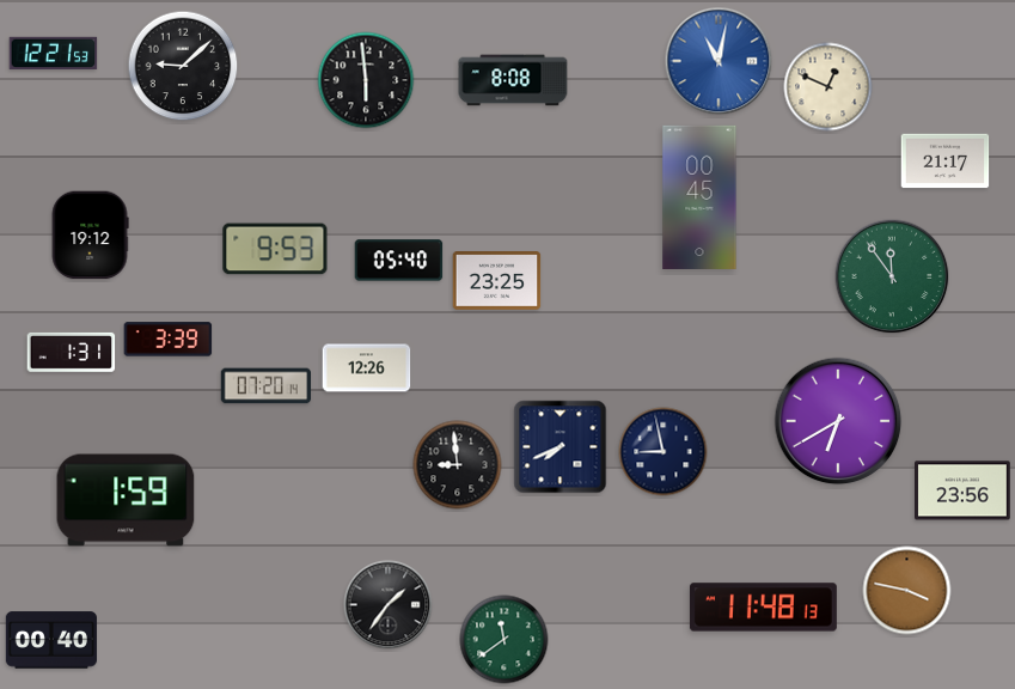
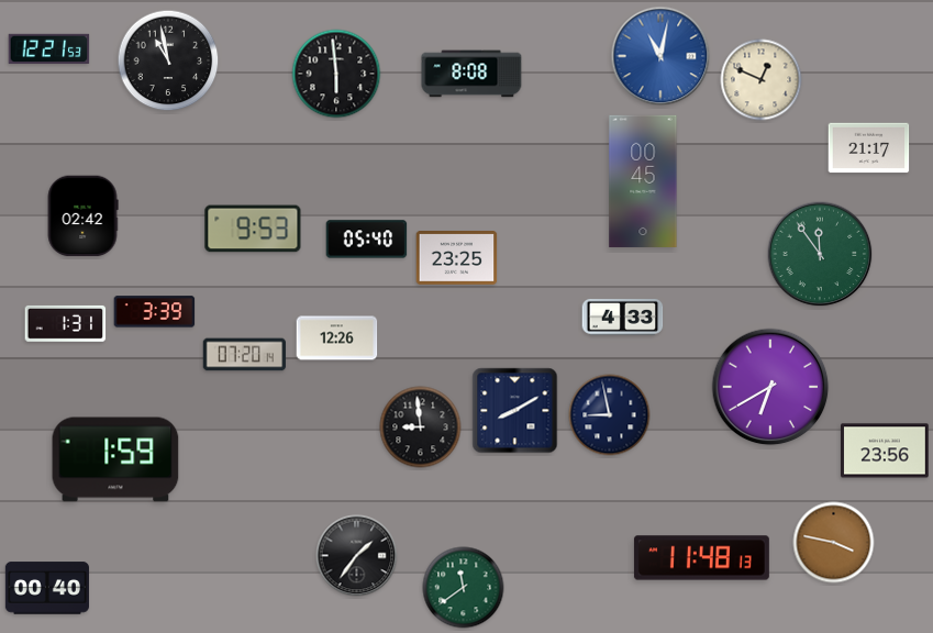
clock at (183, 66): 9:08 -> 10:58
clock at (90, 236): 19:12 -> 02:42
clock at (623, 316): none -> 4:33
clock at (561, 447): 7:41 -> 8:10
